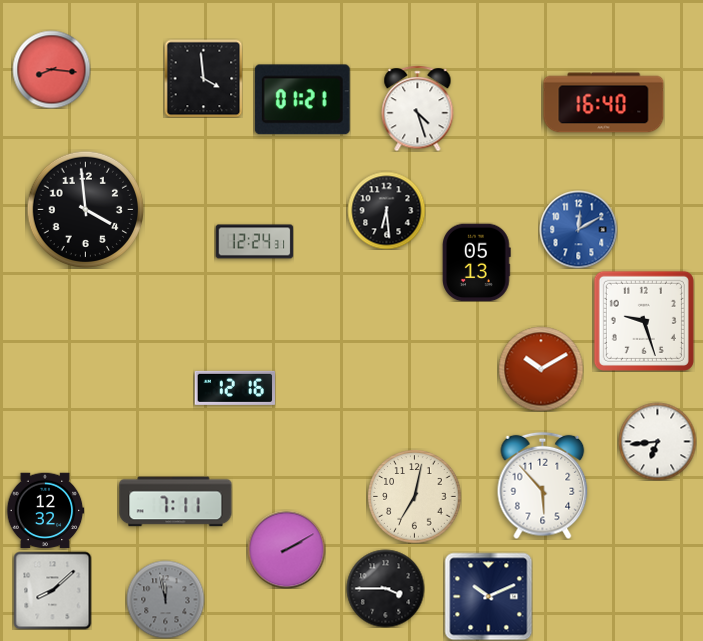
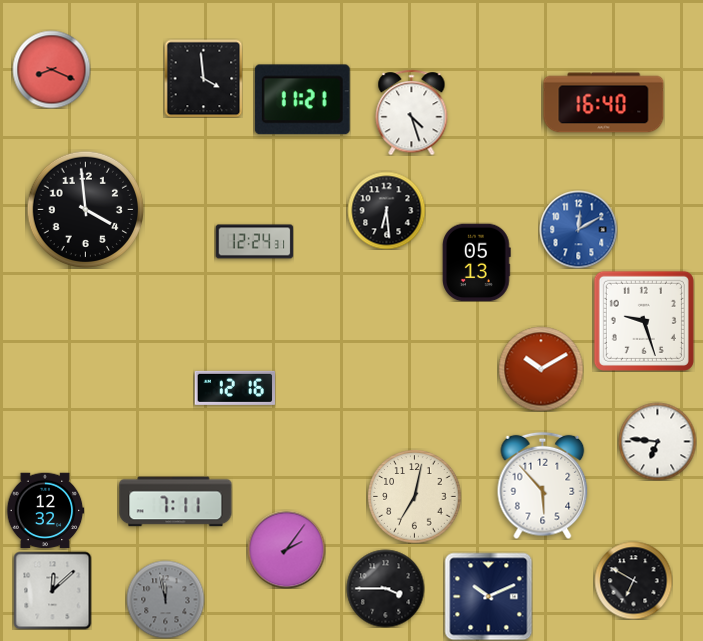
clock at (51, 69): 8:16 -> 8:19
clock at (302, 100): 01:21 -> 11:21
clock at (418, 108) position: (418, 108) -> (412, 112)
clock at (657, 441): 6:44 -> 6:46
clock at (286, 549): 2:10 -> 2:06
clock at (633, 580): none -> 6:50
clock at (52, 590): 8:08 -> 12:08
